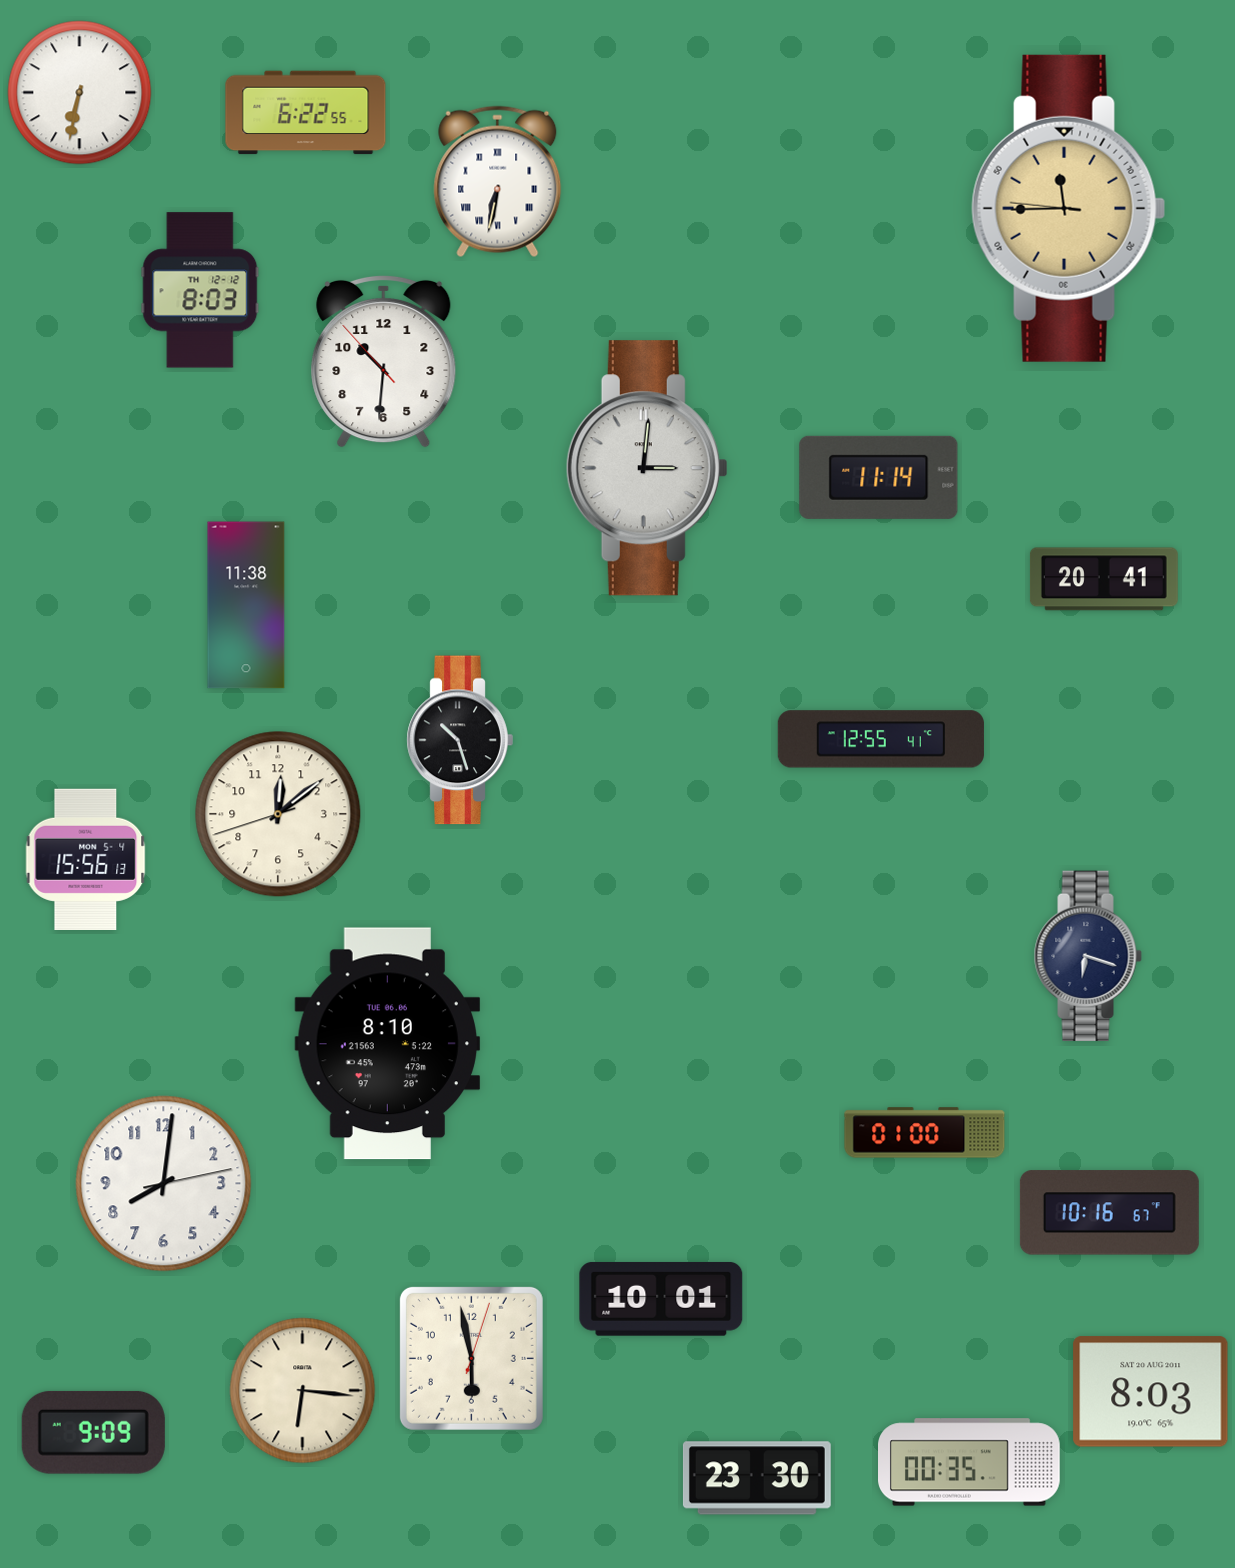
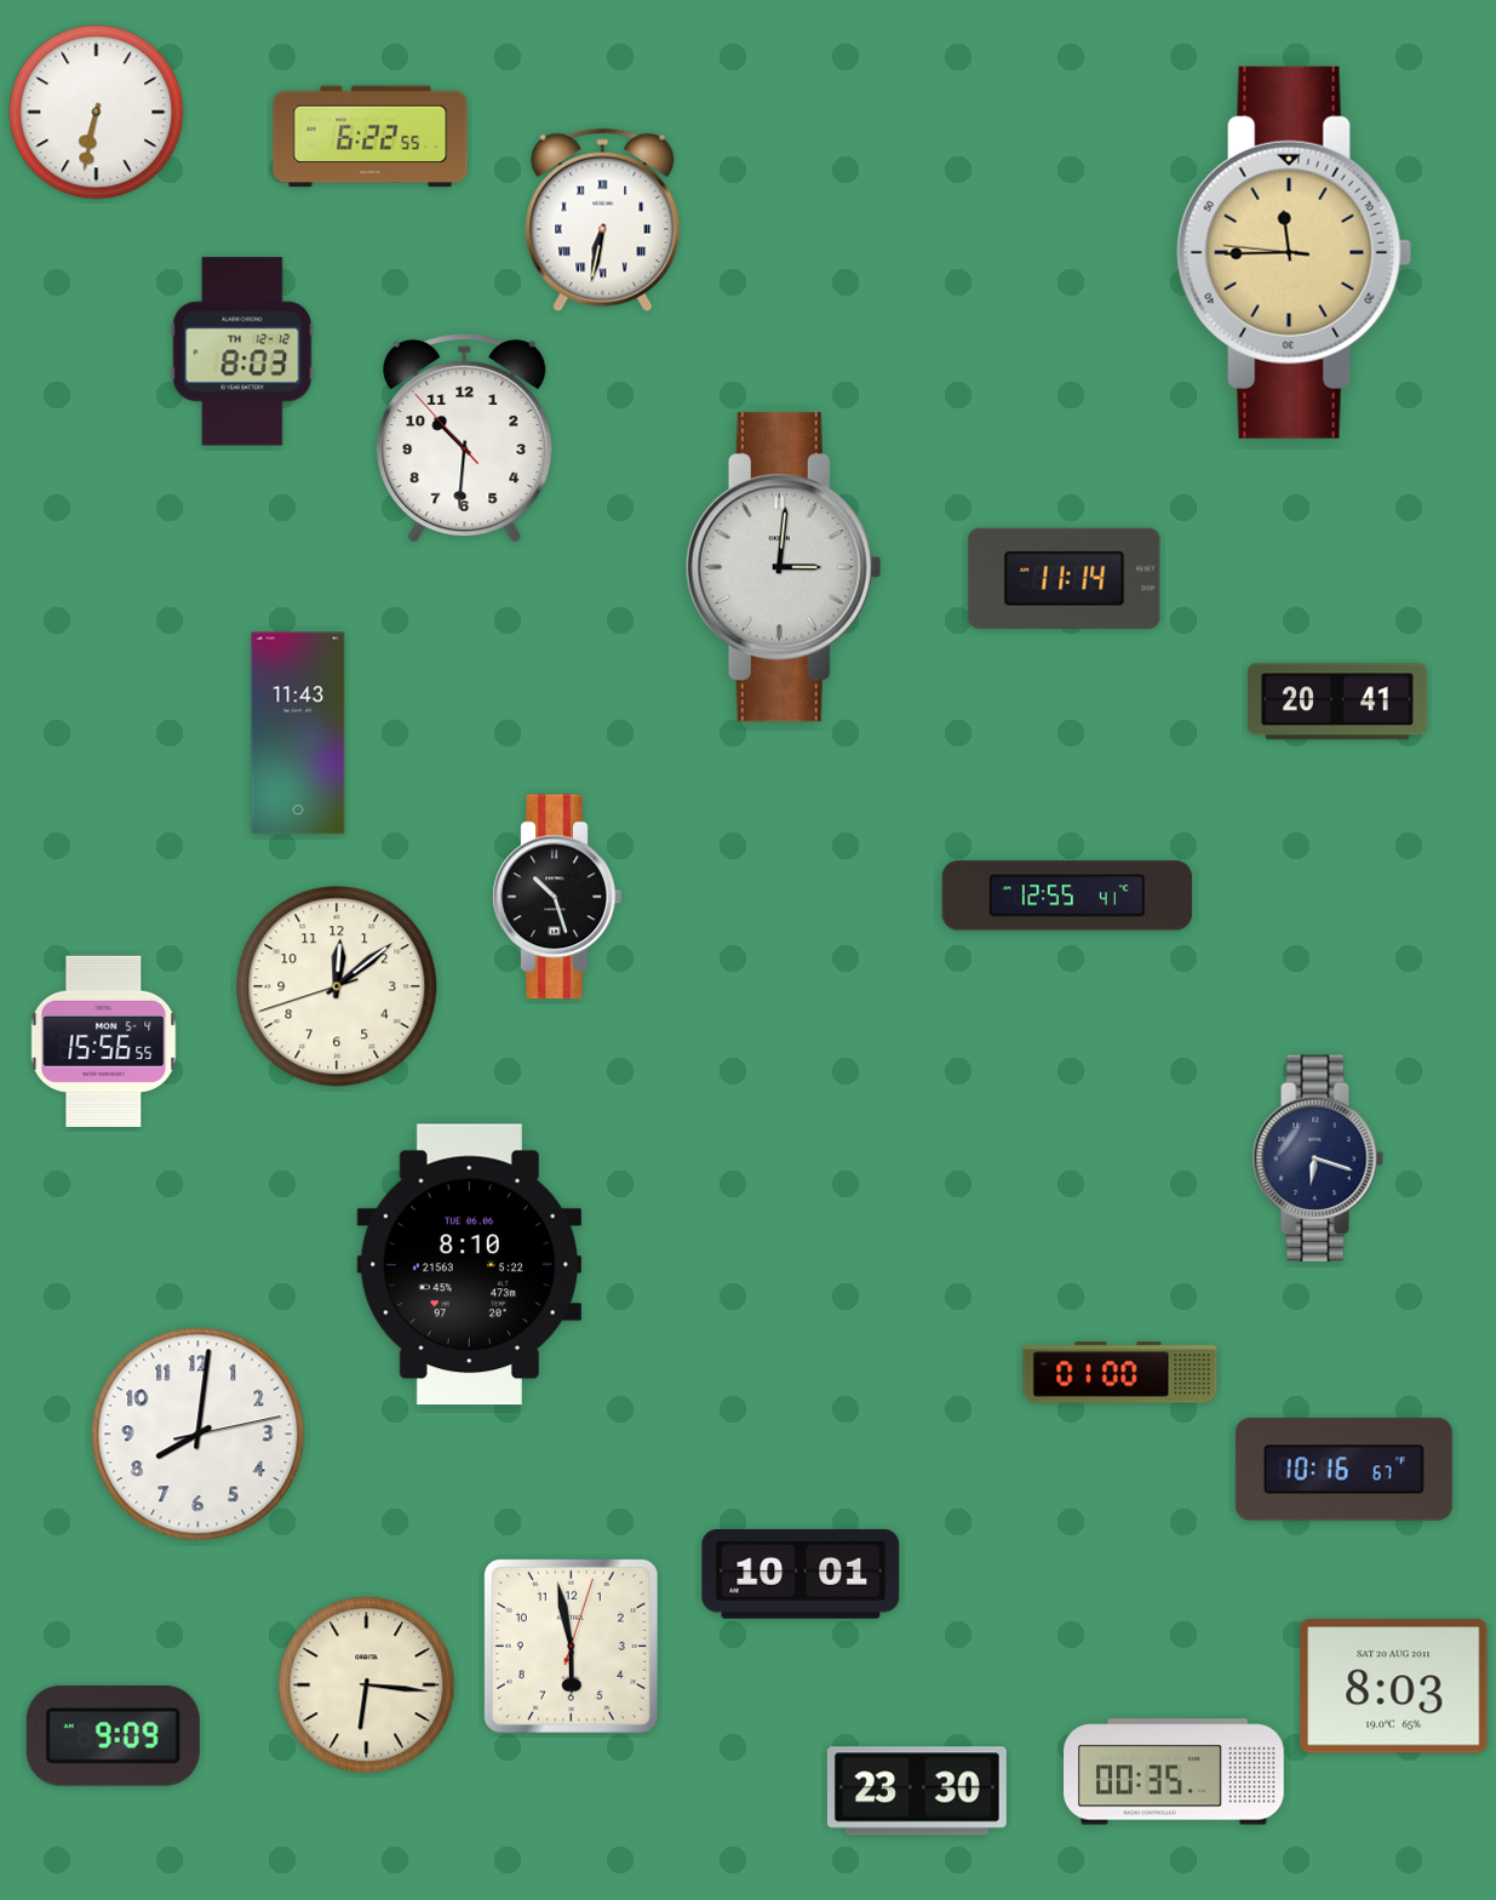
clock at (246, 605): 11:38 -> 11:43
clock at (86, 859): 15:56:13 -> 15:56:55
